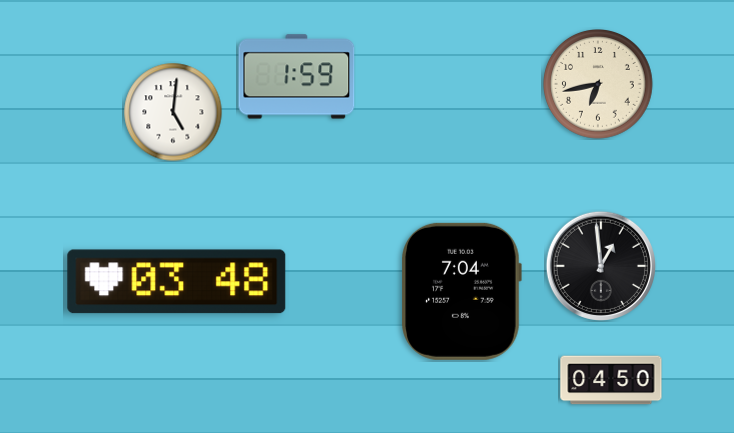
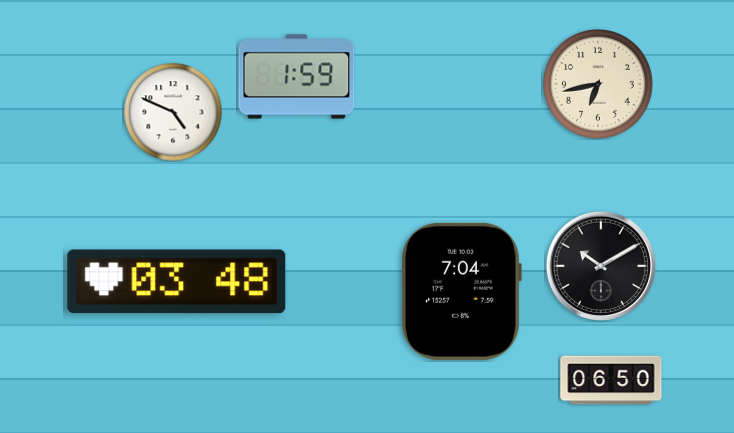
clock at (173, 112): 5:01 -> 4:49
clock at (600, 265): 12:59 -> 10:10
clock at (611, 380): 04:50 -> 06:50
